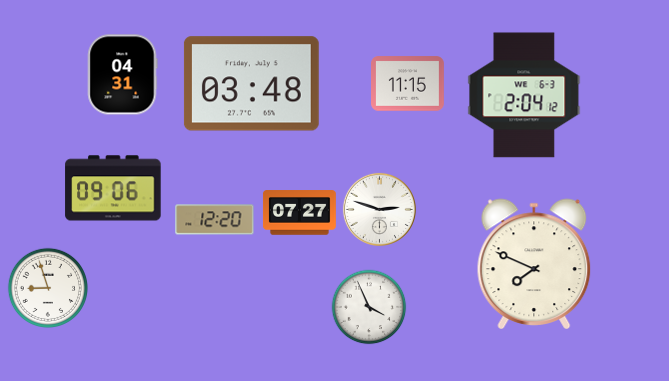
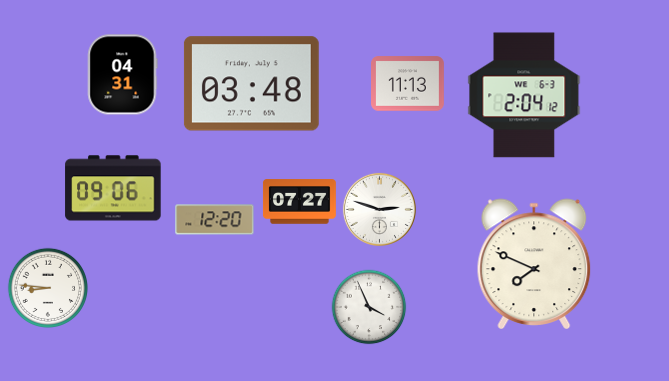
clock at (408, 84): 11:15 -> 11:13
clock at (299, 213) position: (299, 213) -> (299, 202)
clock at (47, 287): 8:57 -> 8:46
